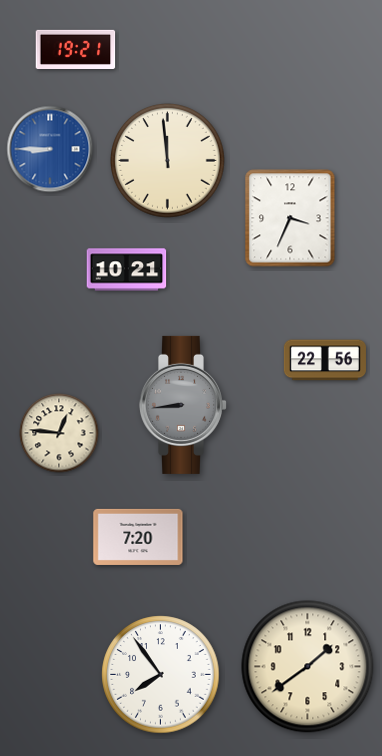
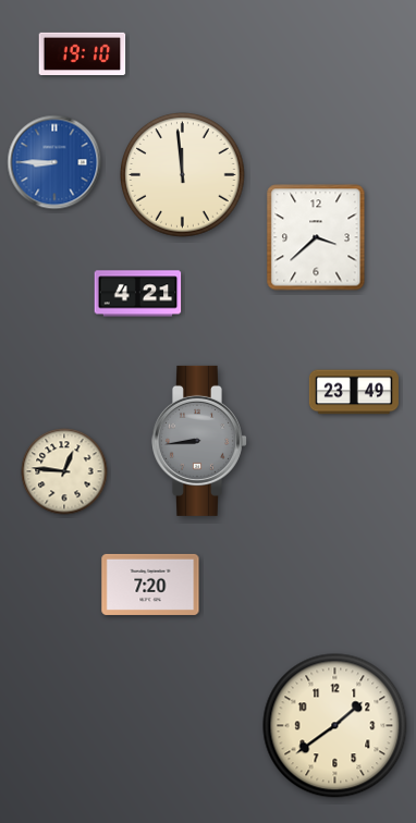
clock at (76, 49): 19:21 -> 19:10
clock at (290, 218): 3:34 -> 3:38
clock at (127, 270): 10:21 -> 4:21
clock at (325, 360): 22:56 -> 23:49
clock at (161, 675): 7:54 -> none
